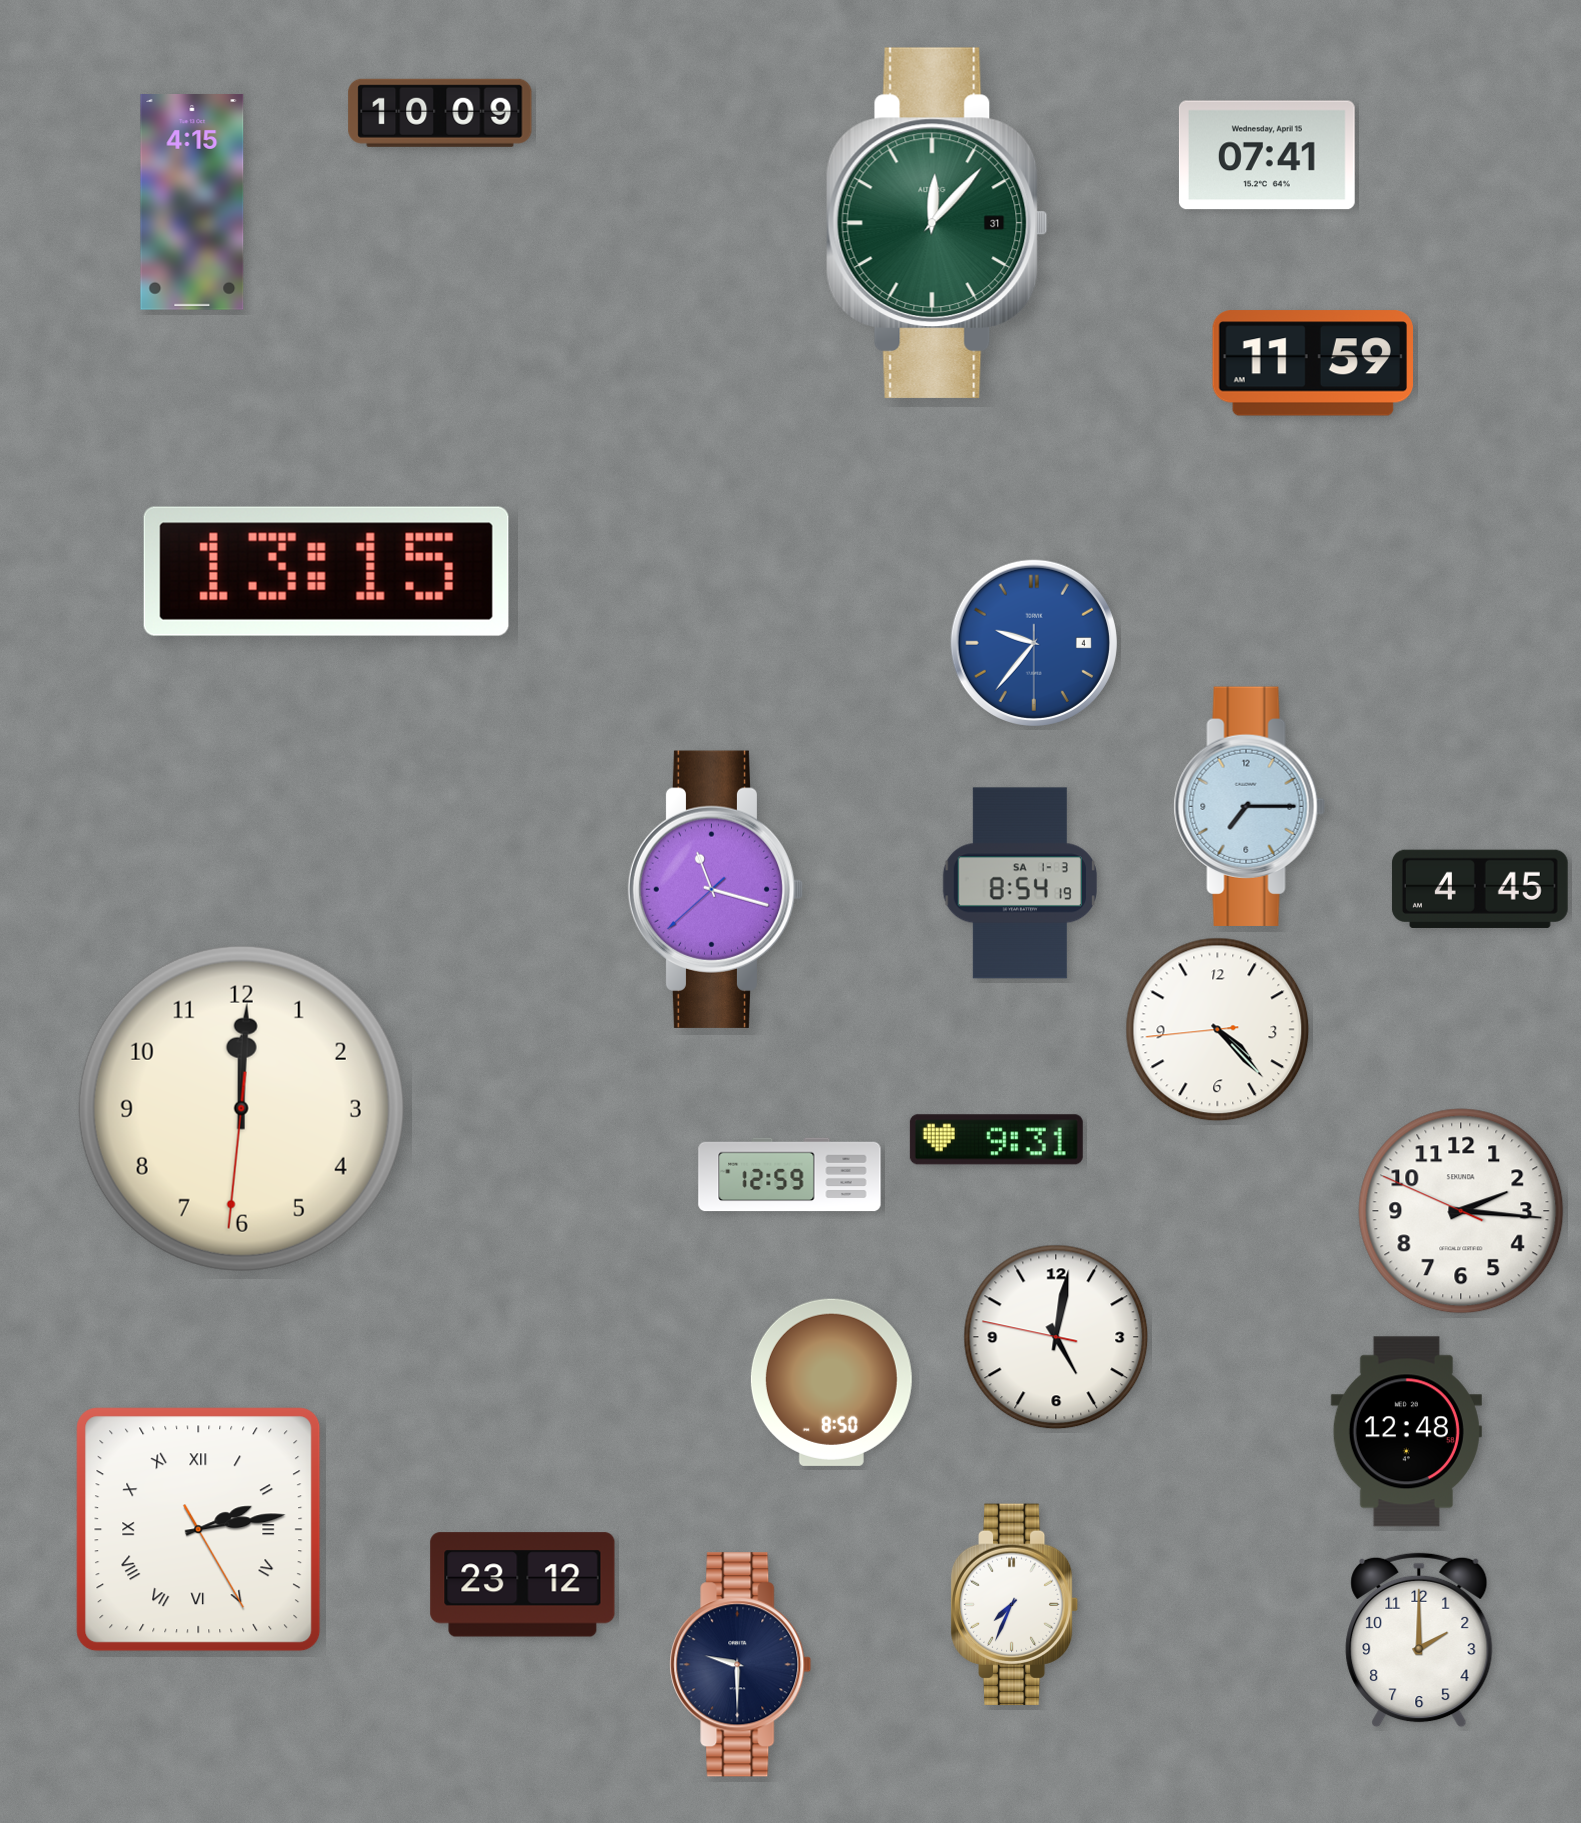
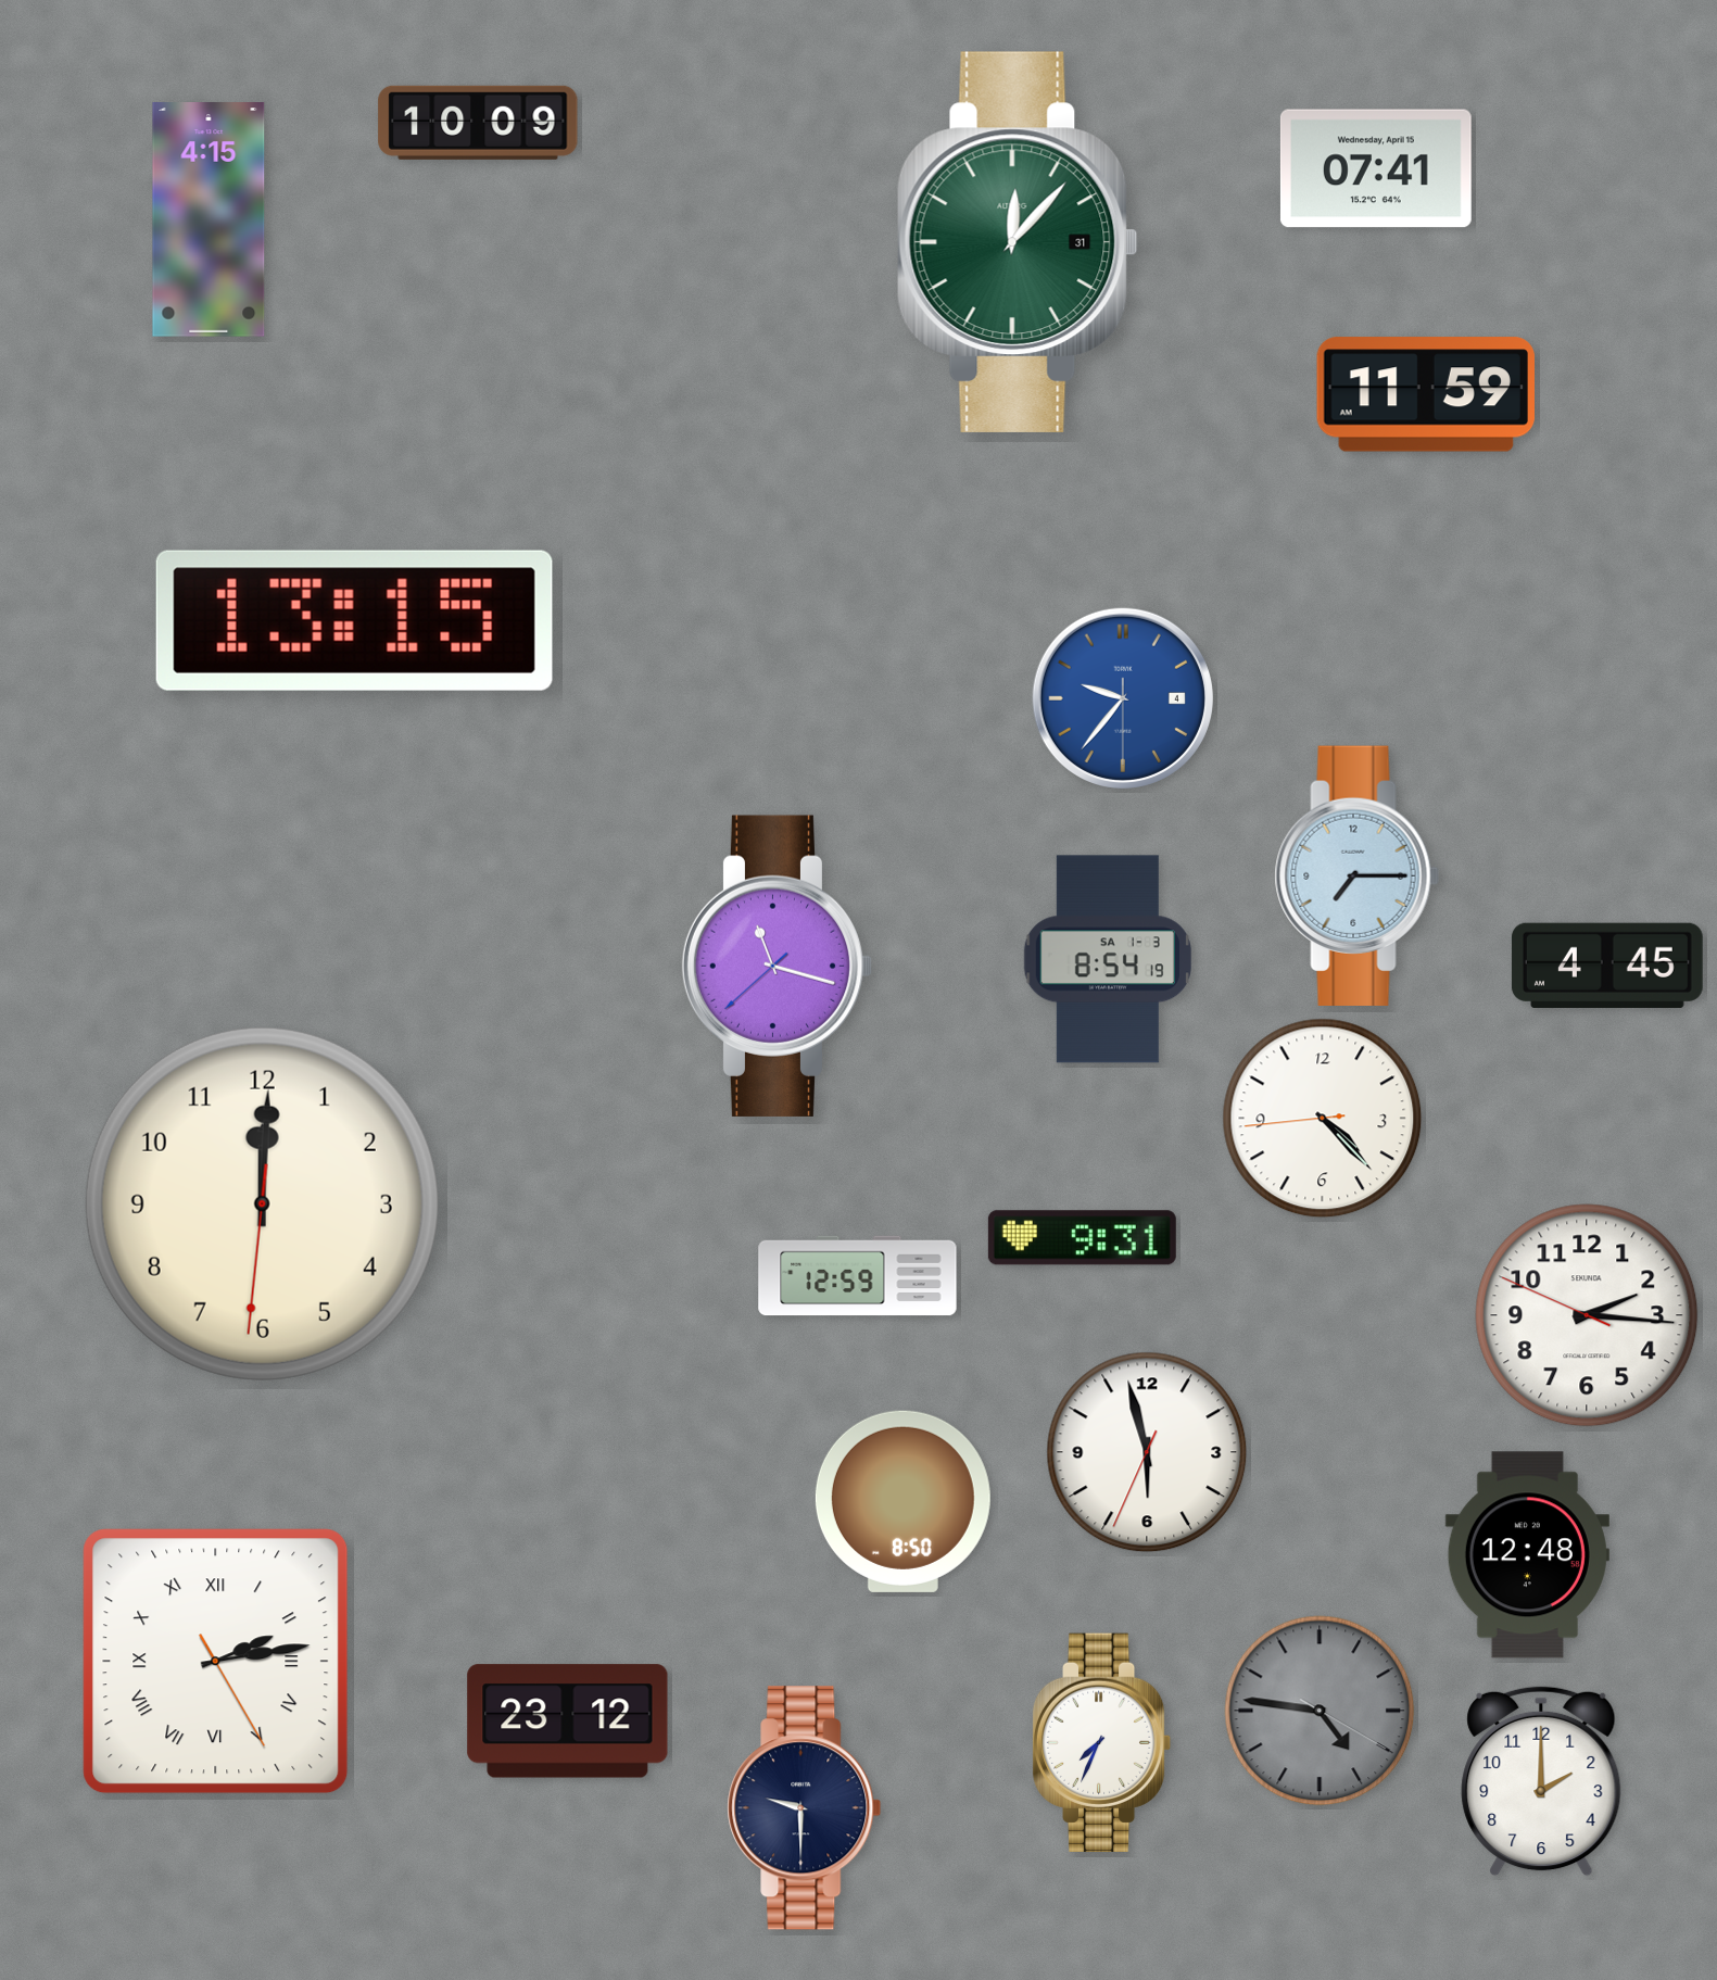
clock at (1056, 1337): 5:01 -> 5:57
clock at (1320, 1711): none -> 4:46
